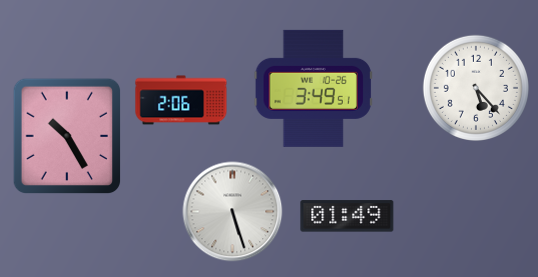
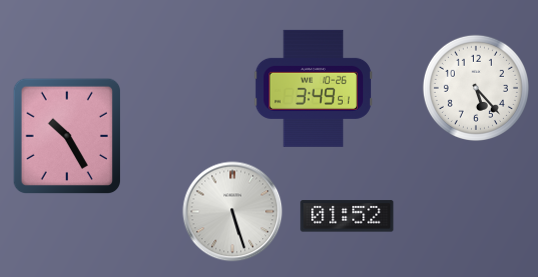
clock at (181, 100): 2:06 -> none
clock at (347, 216): 01:49 -> 01:52
